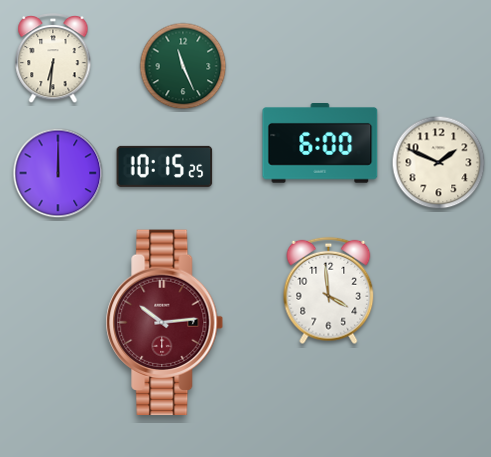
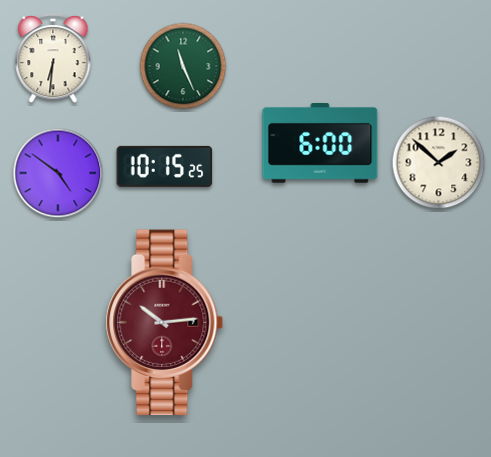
clock at (439, 163): 1:49 -> 1:52
clock at (58, 173): 12:00 -> 4:51
clock at (329, 291): 3:59 -> none
